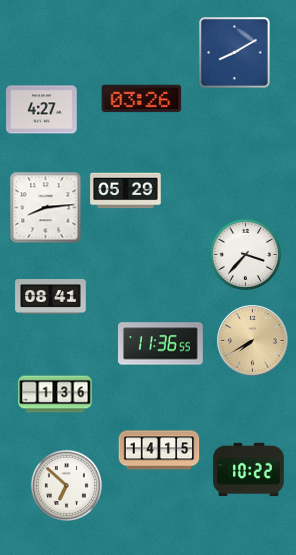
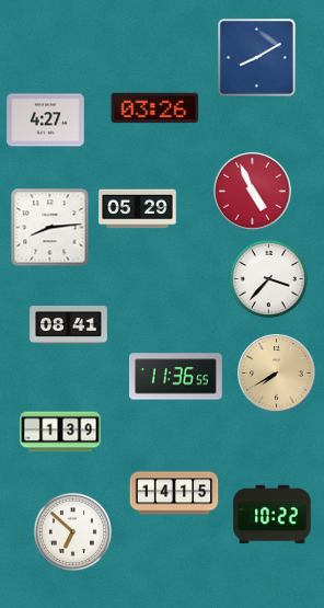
clock at (253, 192): none -> 4:56
clock at (51, 297) position: (51, 297) -> (69, 325)
clock at (55, 394): 1:36 -> 1:39
